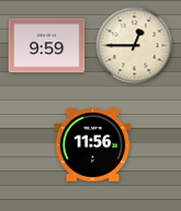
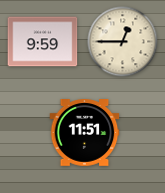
clock at (93, 145): 11:56 -> 11:51
